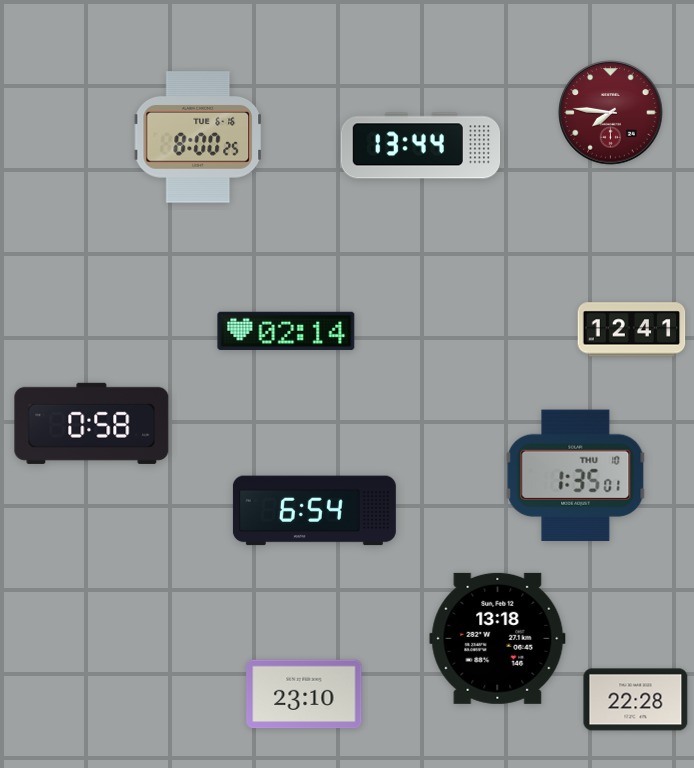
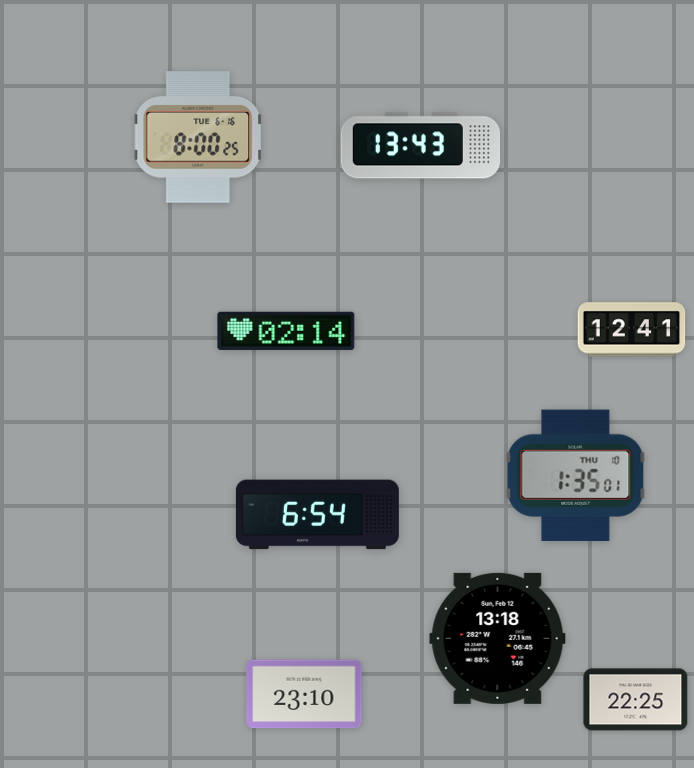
clock at (611, 113): 7:46 -> none
clock at (421, 146): 13:44 -> 13:43
clock at (92, 423): 0:58 -> none
clock at (314, 511) position: (314, 511) -> (317, 515)
clock at (636, 700): 22:28 -> 22:25
